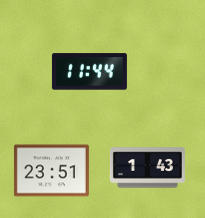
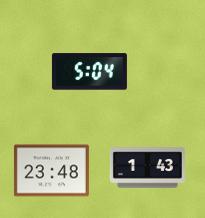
clock at (89, 72): 11:44 -> 5:04
clock at (51, 171): 23:51 -> 23:48
